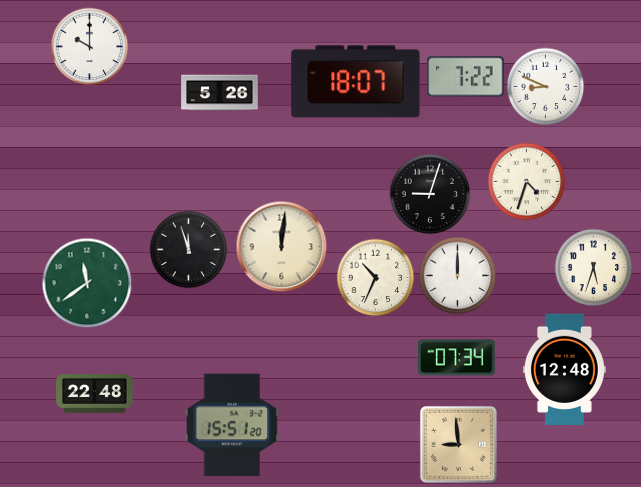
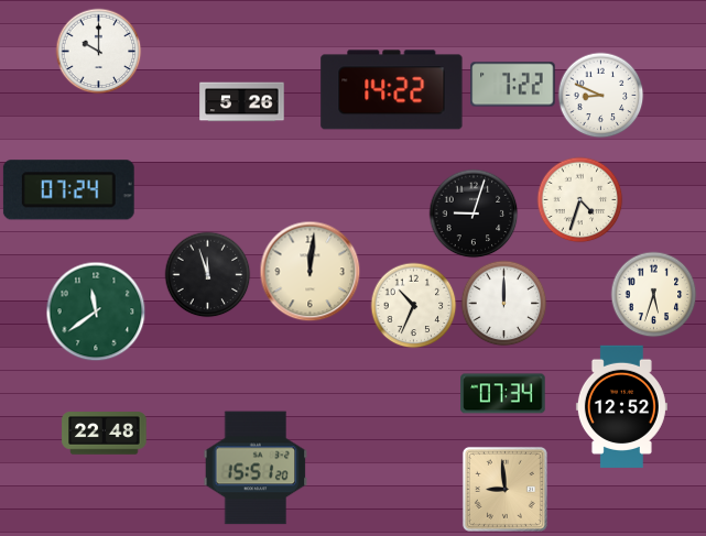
clock at (356, 82): 18:07 -> 14:22
clock at (68, 190): none -> 07:24
clock at (564, 369): 12:48 -> 12:52
